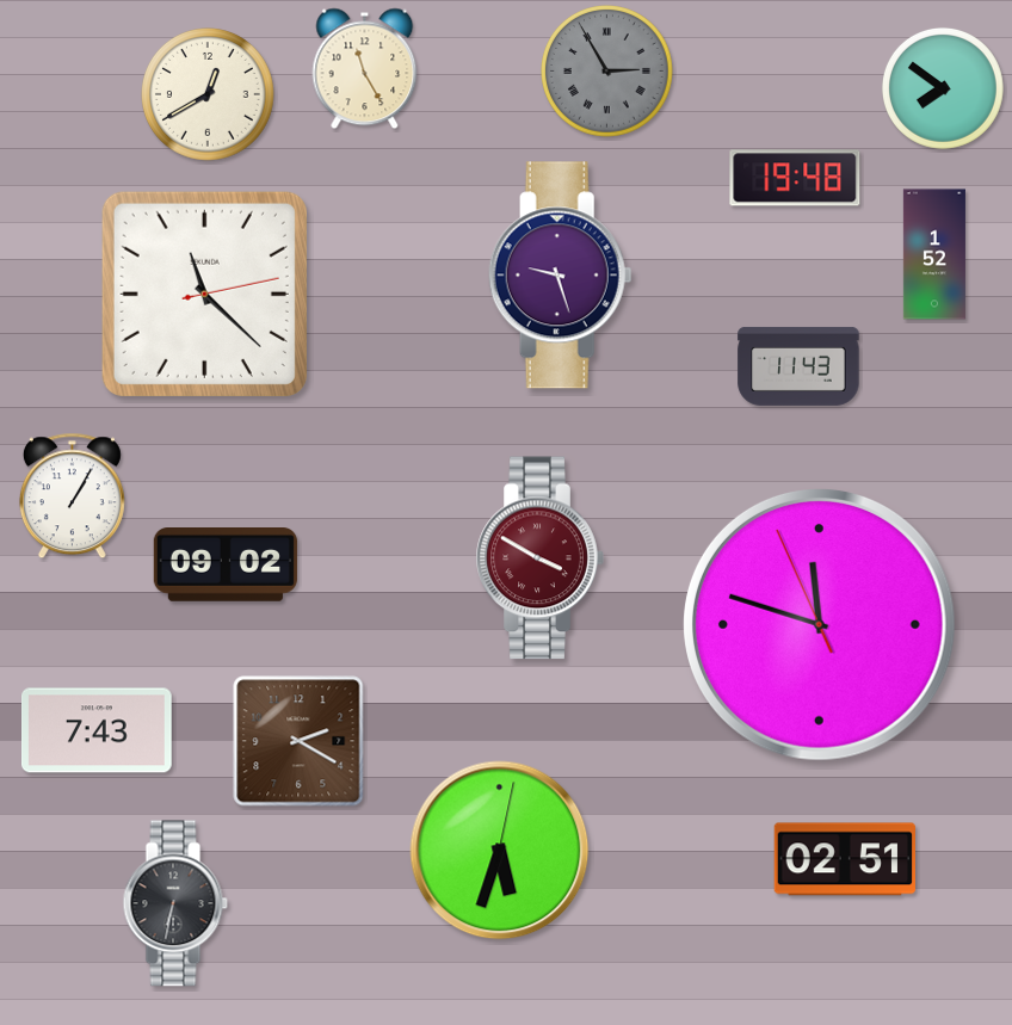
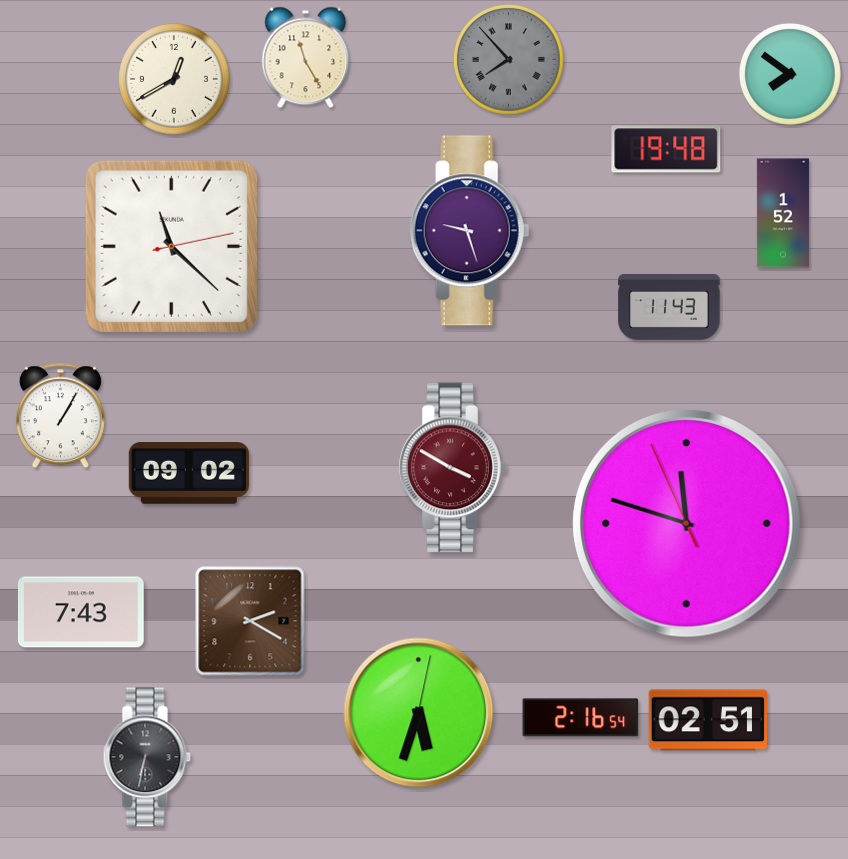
clock at (607, 72): 2:55 -> 7:53
clock at (581, 718): none -> 2:16
